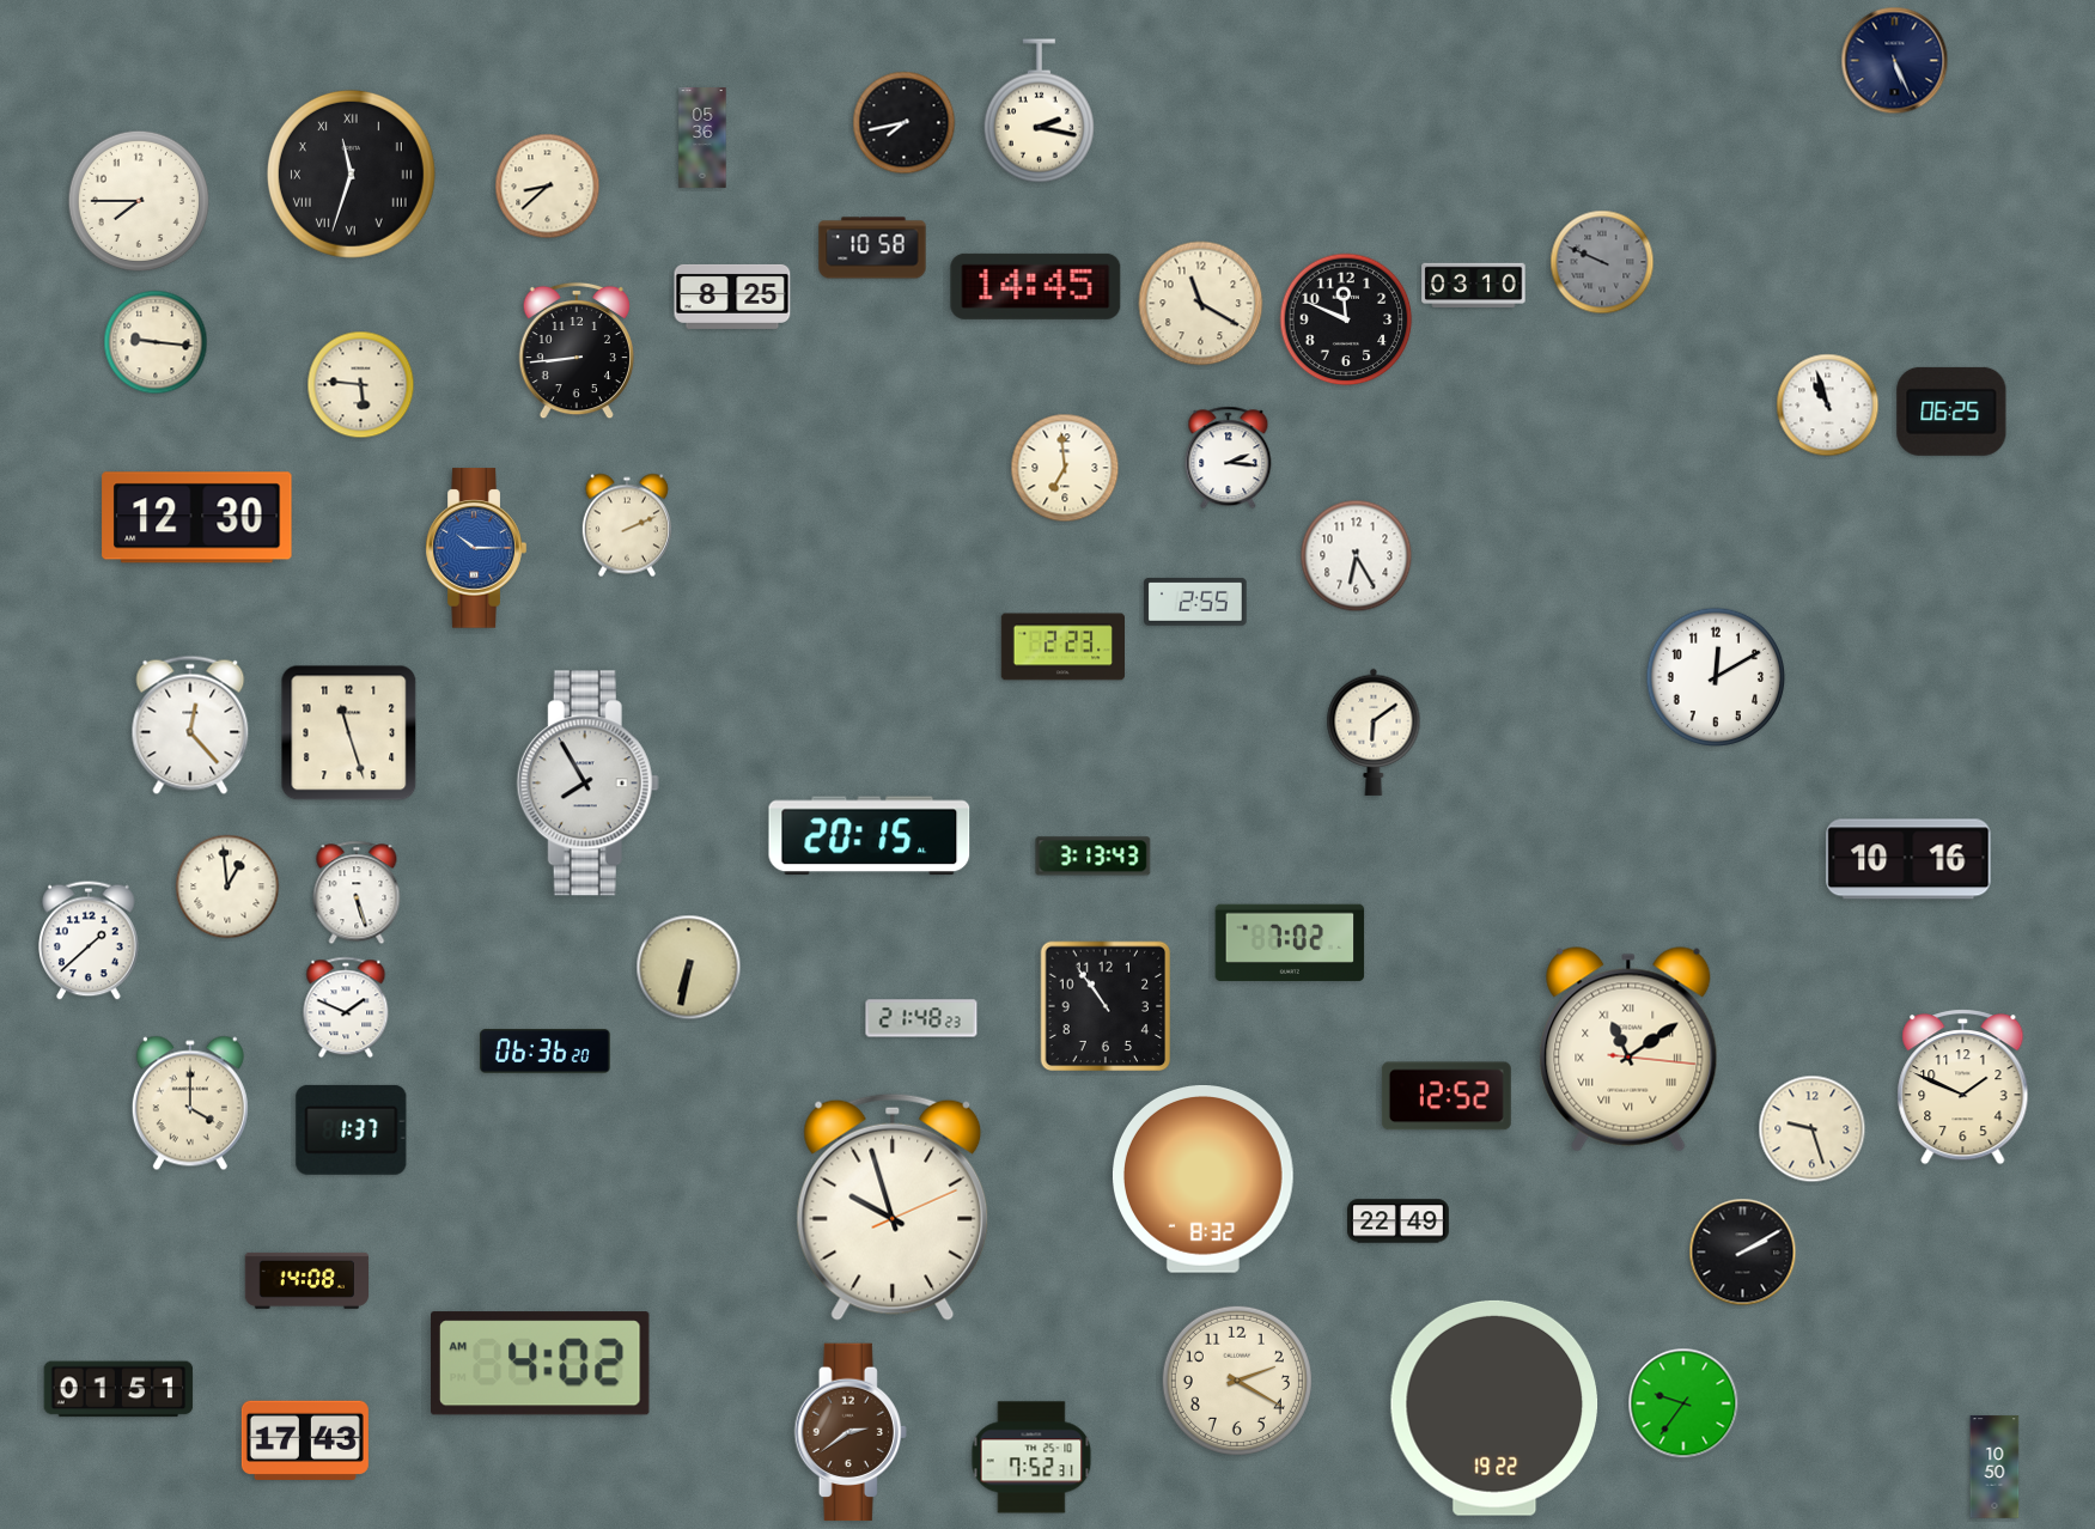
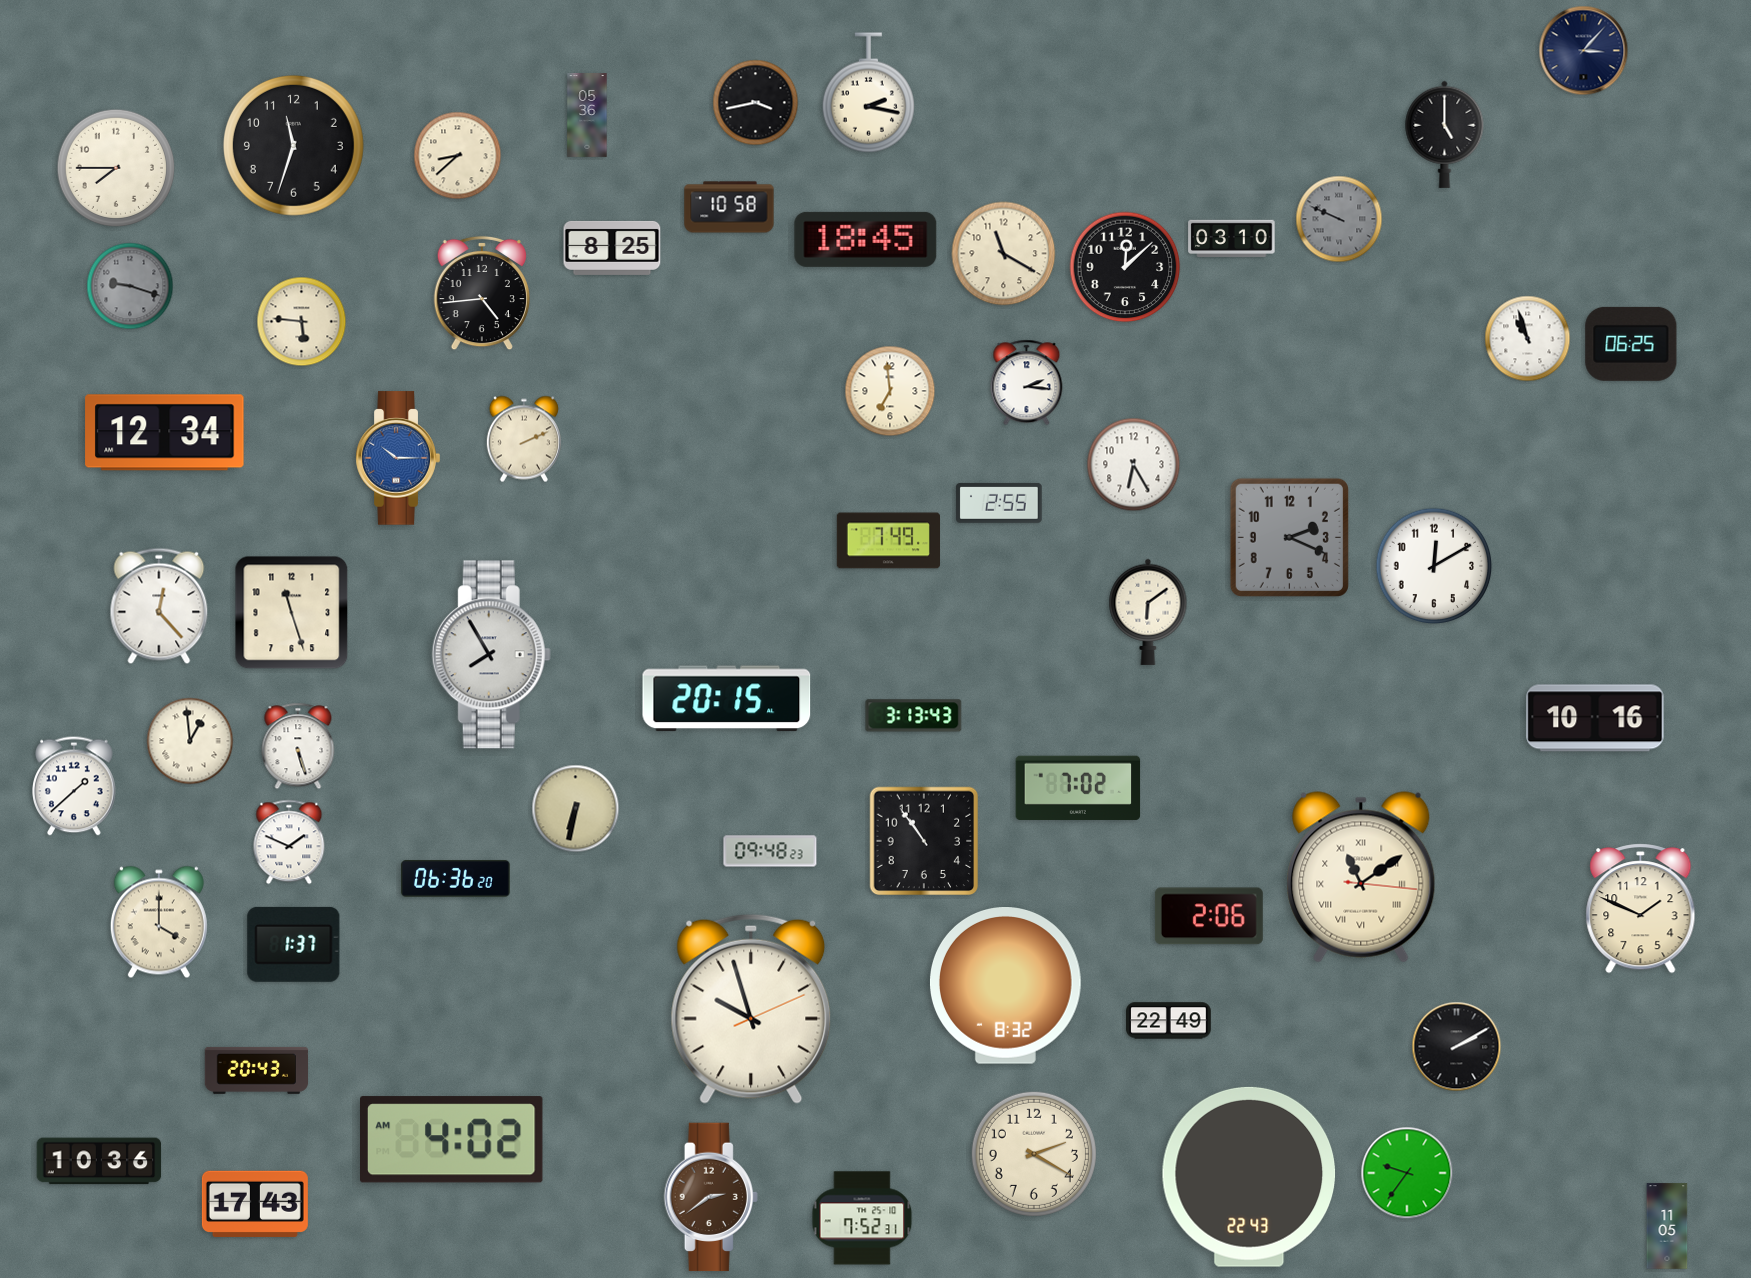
clock at (1895, 61): 5:26 -> 3:07
clock at (905, 123): 7:43 -> 3:43
clock at (1445, 134): none -> 5:00
clock at (351, 173) numerals: Roman -> Arabic
clock at (1036, 286): 14:45 -> 18:45
clock at (1346, 319): 11:49 -> 12:08
clock at (156, 342): 9:16 -> 9:18
clock at (156, 342) dial: cream -> grey
clock at (577, 351): 8:44 -> 4:44
clock at (197, 518): 12:30 -> 12:34
clock at (1289, 537): none -> 2:19
clock at (1062, 647): 2:23 -> 7:49
clock at (921, 1018): 21:48 -> 09:48
clock at (1447, 1096): 12:52 -> 2:06
clock at (1813, 1129): 9:27 -> none
clock at (893, 1207) position: (893, 1207) -> (751, 1009)
clock at (306, 1280): 14:08 -> 20:43
clock at (118, 1389): 01:51 -> 10:36
clock at (1494, 1408): 19:22 -> 22:43
clock at (1994, 1467): 10:50 -> 11:05
